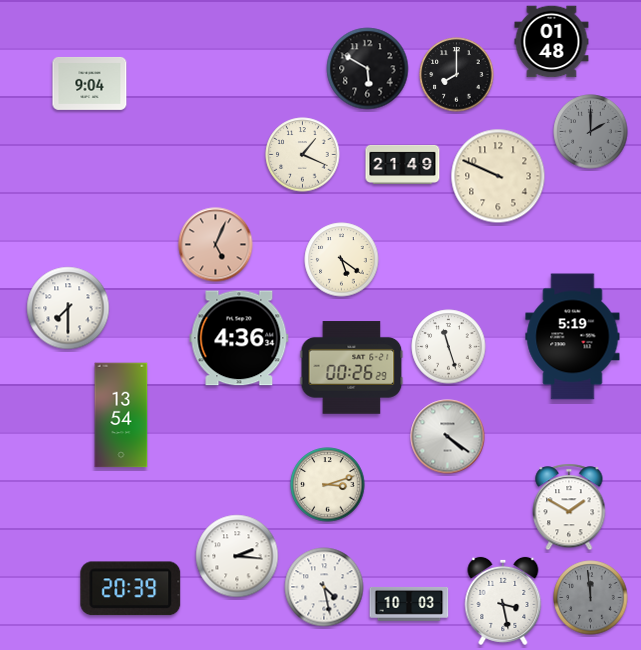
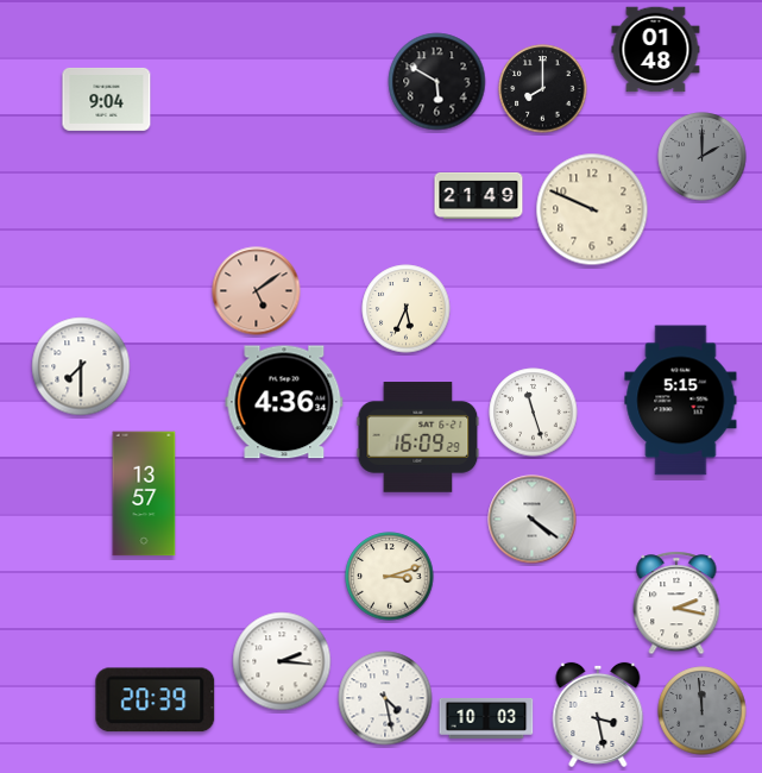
clock at (303, 155): 1:19 -> none
clock at (216, 245): 5:04 -> 5:09
clock at (342, 260): 5:21 -> 5:34
clock at (573, 337): 5:19 -> 5:15
clock at (352, 368): 00:26 -> 16:09
clock at (121, 415): 13:54 -> 13:57
clock at (569, 507): 1:50 -> 2:17
